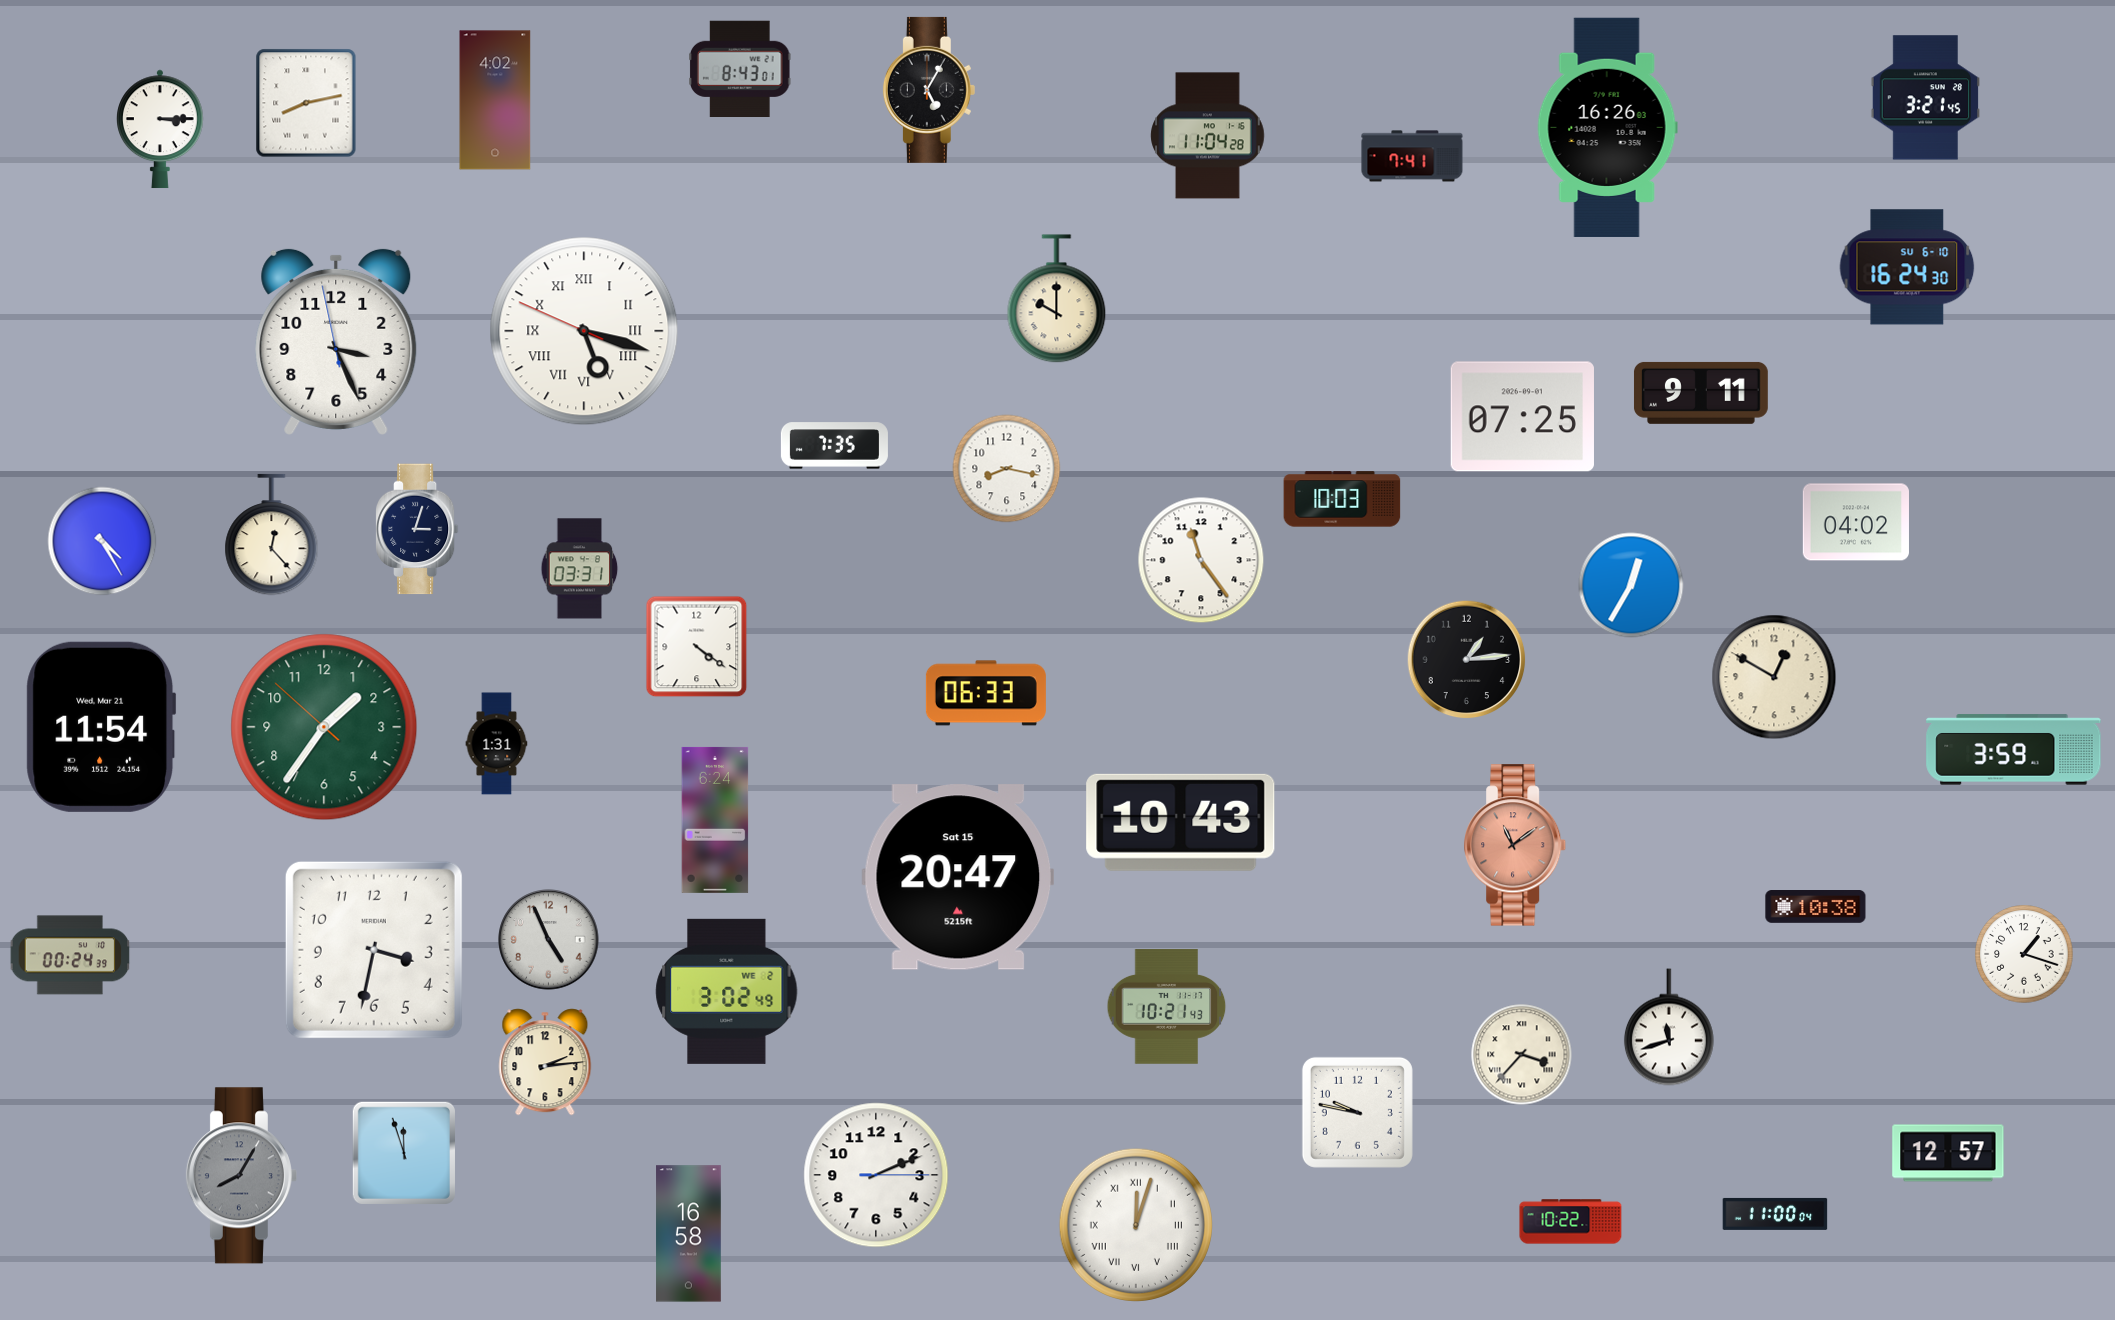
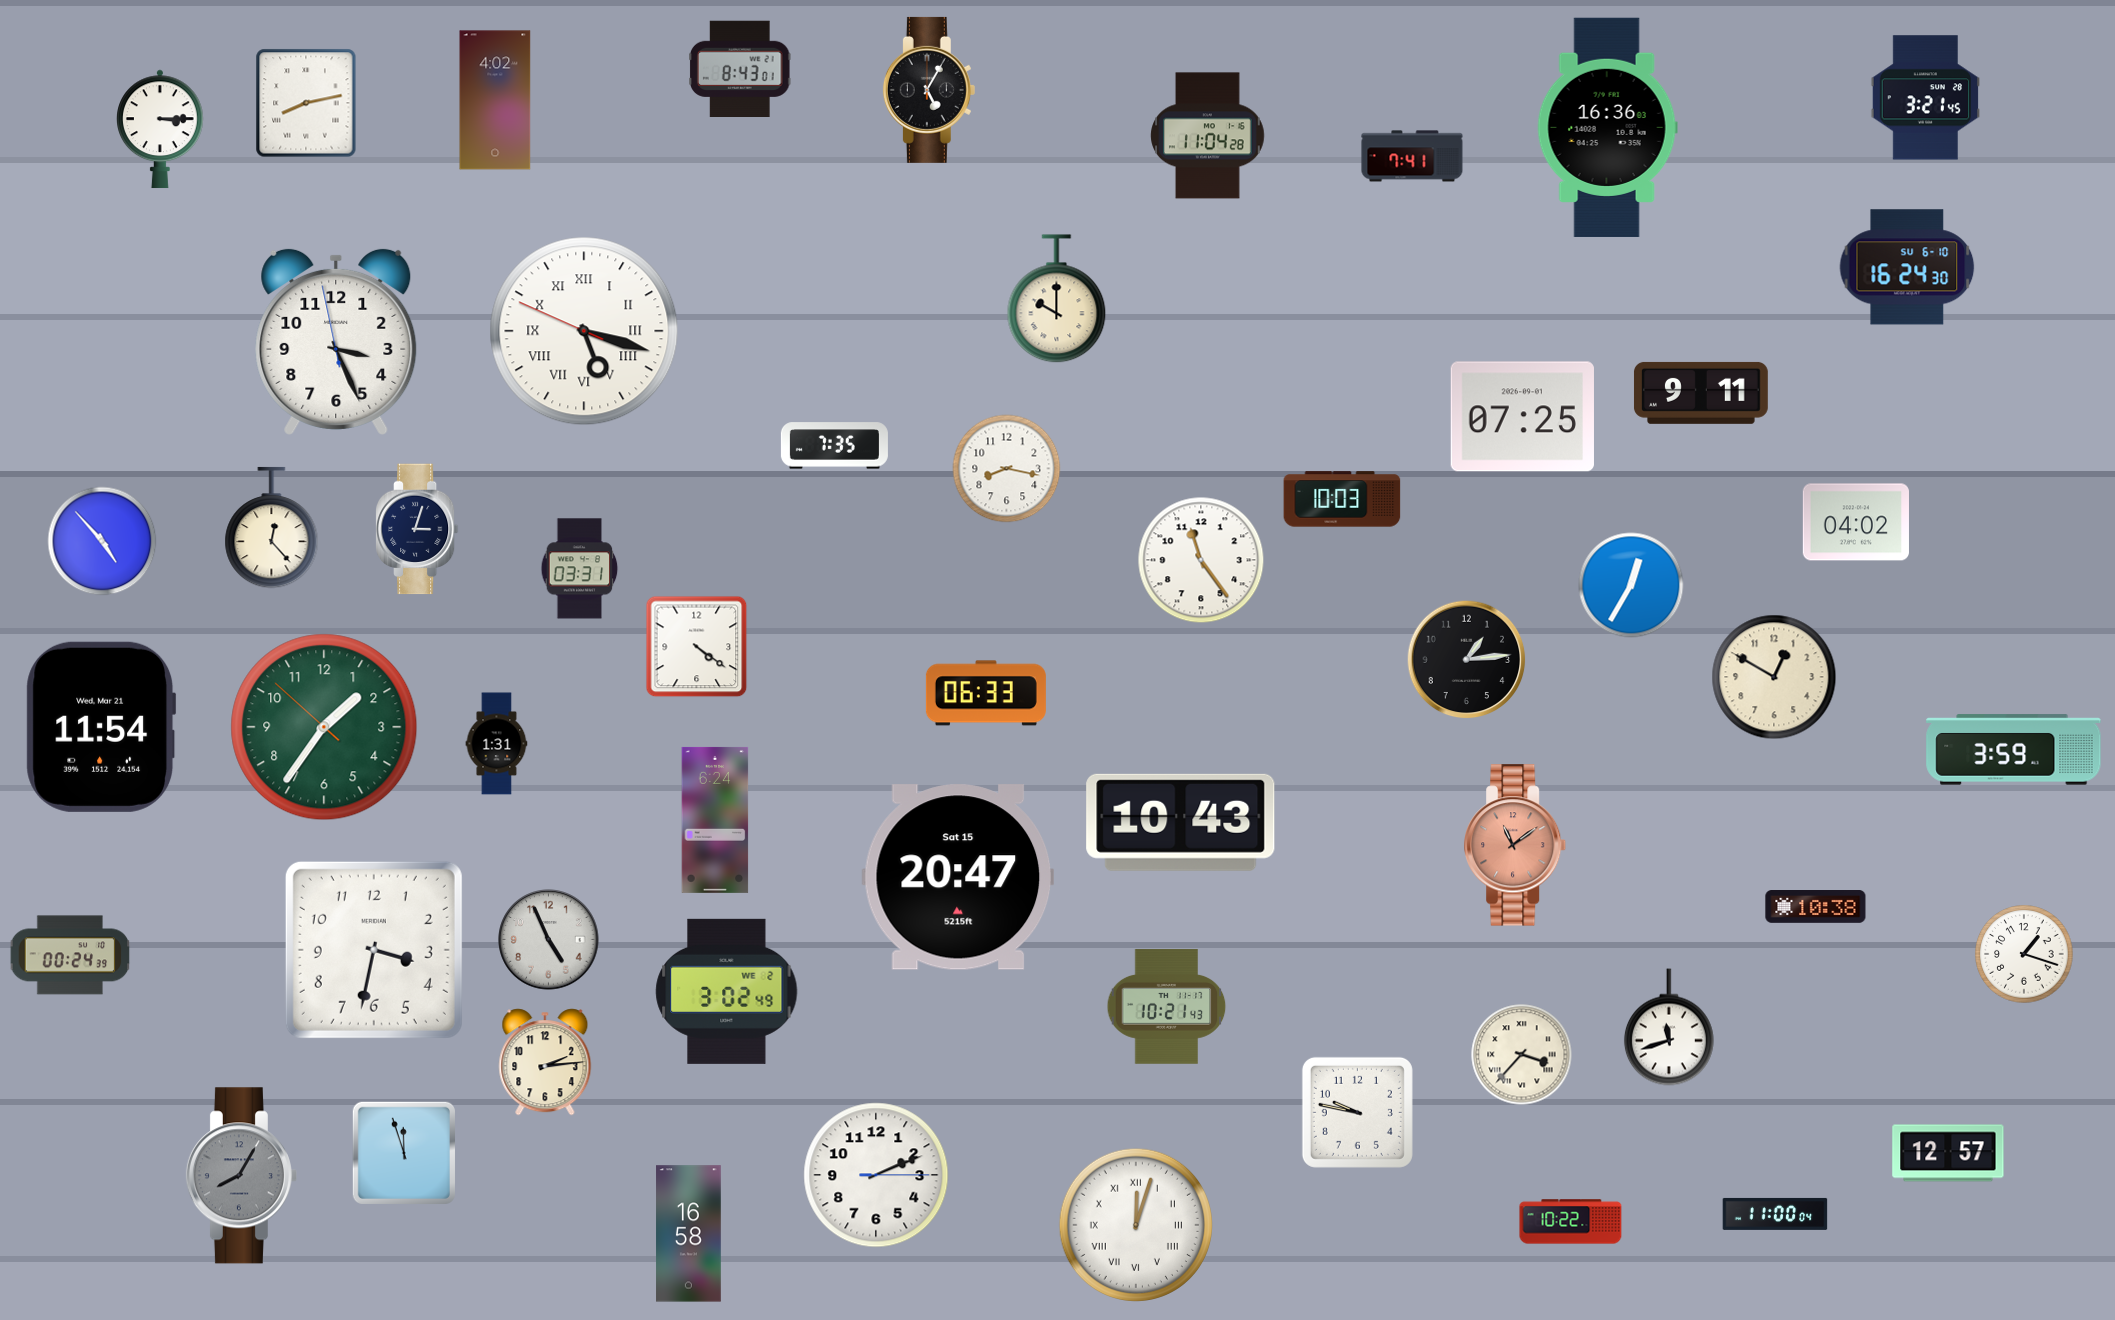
clock at (1607, 127): 16:26 -> 16:36
clock at (272, 535) position: (272, 535) -> (272, 528)
clock at (102, 541): 4:25 -> 4:53
